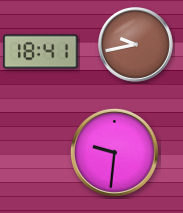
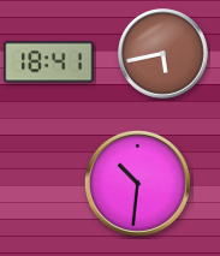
clock at (136, 45): 9:43 -> 5:43
clock at (114, 152): 9:31 -> 10:31
